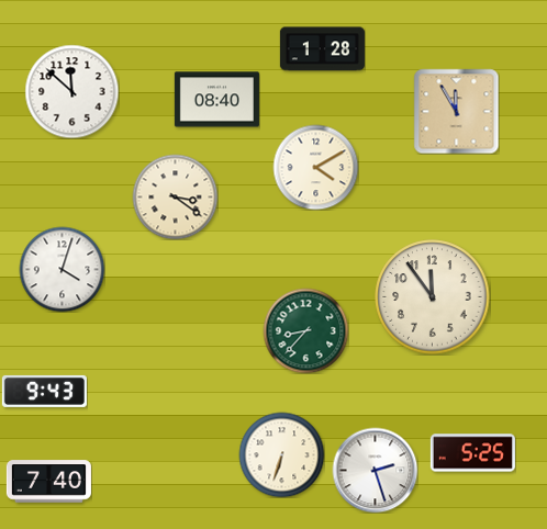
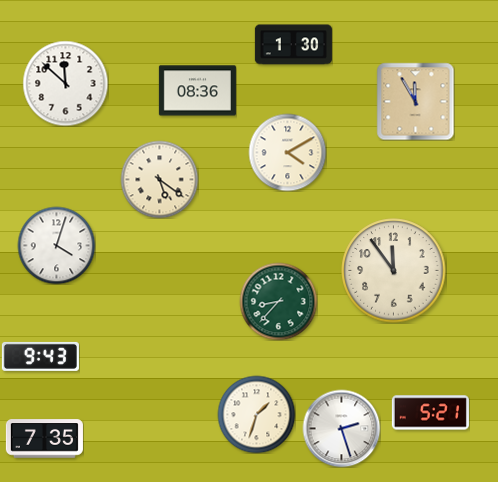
clock at (322, 49): 1:28 -> 1:30
clock at (216, 100): 08:40 -> 08:36
clock at (175, 196): 3:21 -> 5:21
clock at (472, 453): 5:25 -> 5:21
clock at (281, 454): 6:33 -> 1:33
clock at (48, 482): 7:40 -> 7:35
